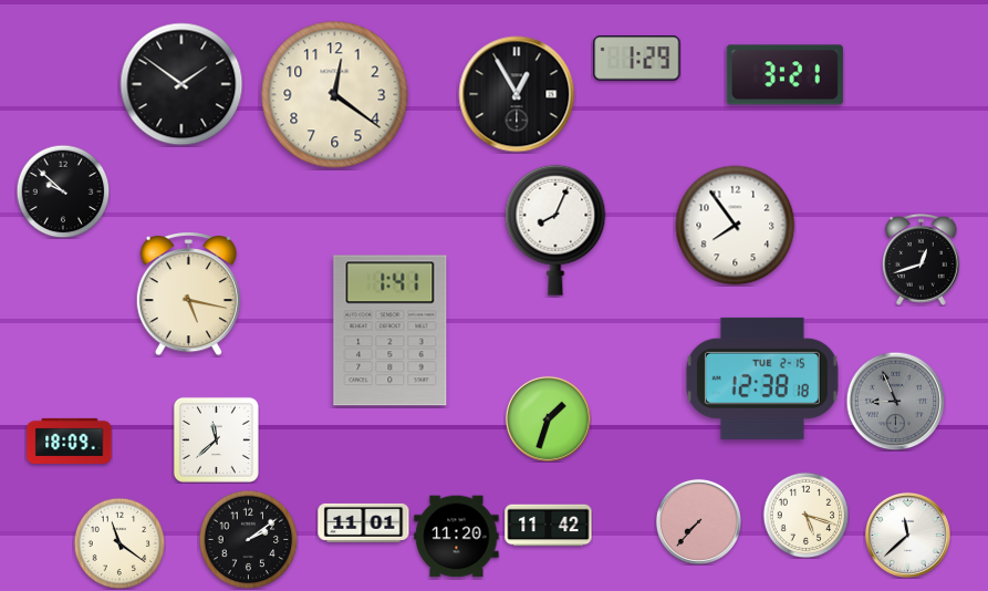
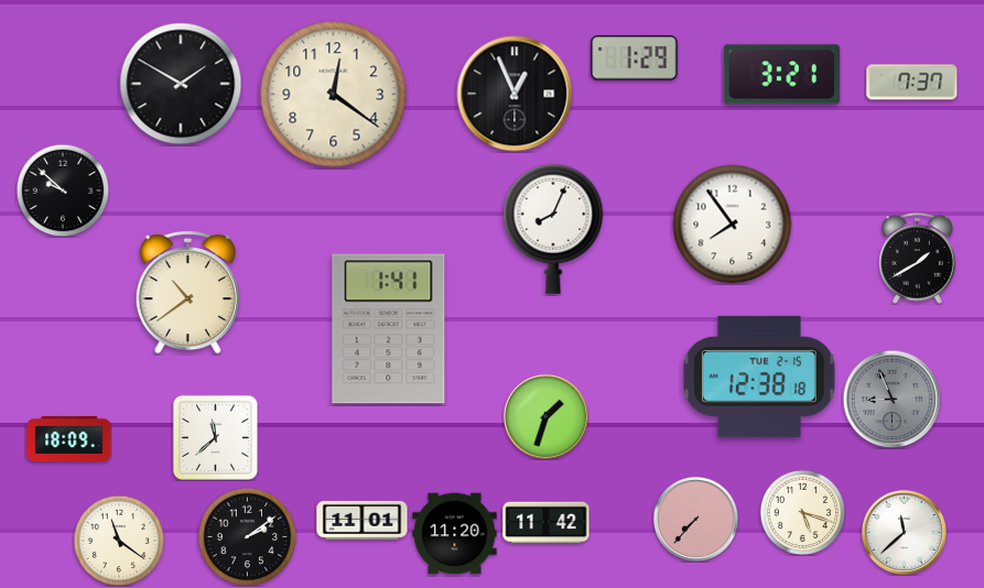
clock at (912, 83): none -> 7:37
clock at (181, 84): 1:51 -> 1:50
clock at (517, 94): 12:55 -> 12:56
clock at (922, 259): 12:42 -> 1:40
clock at (188, 294): 5:17 -> 10:39
